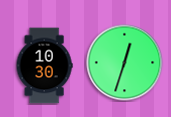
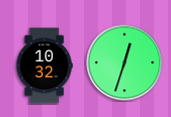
clock at (44, 66): 10:30 -> 10:32
